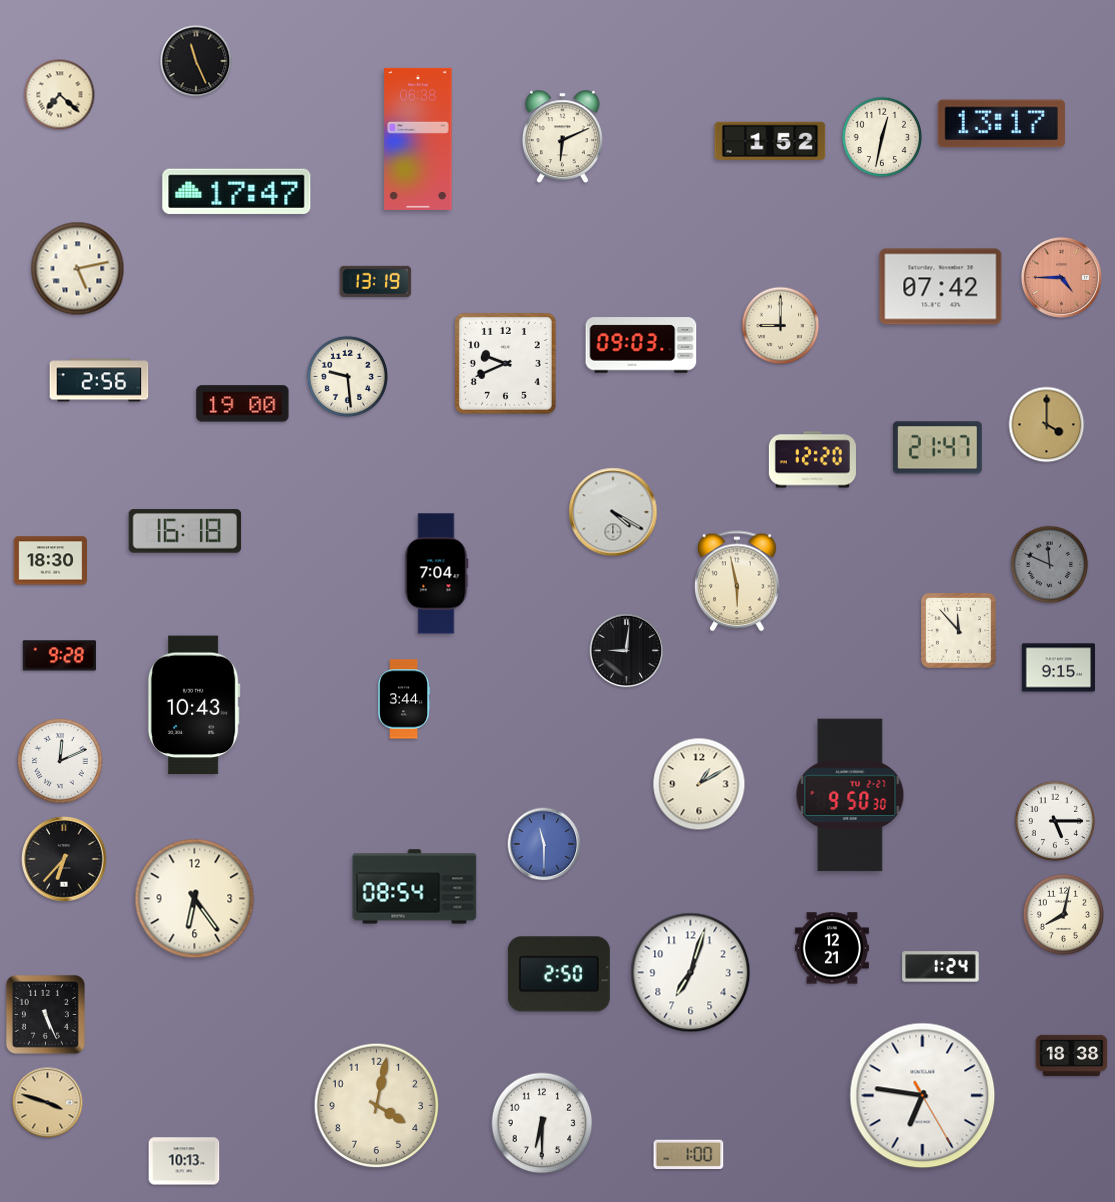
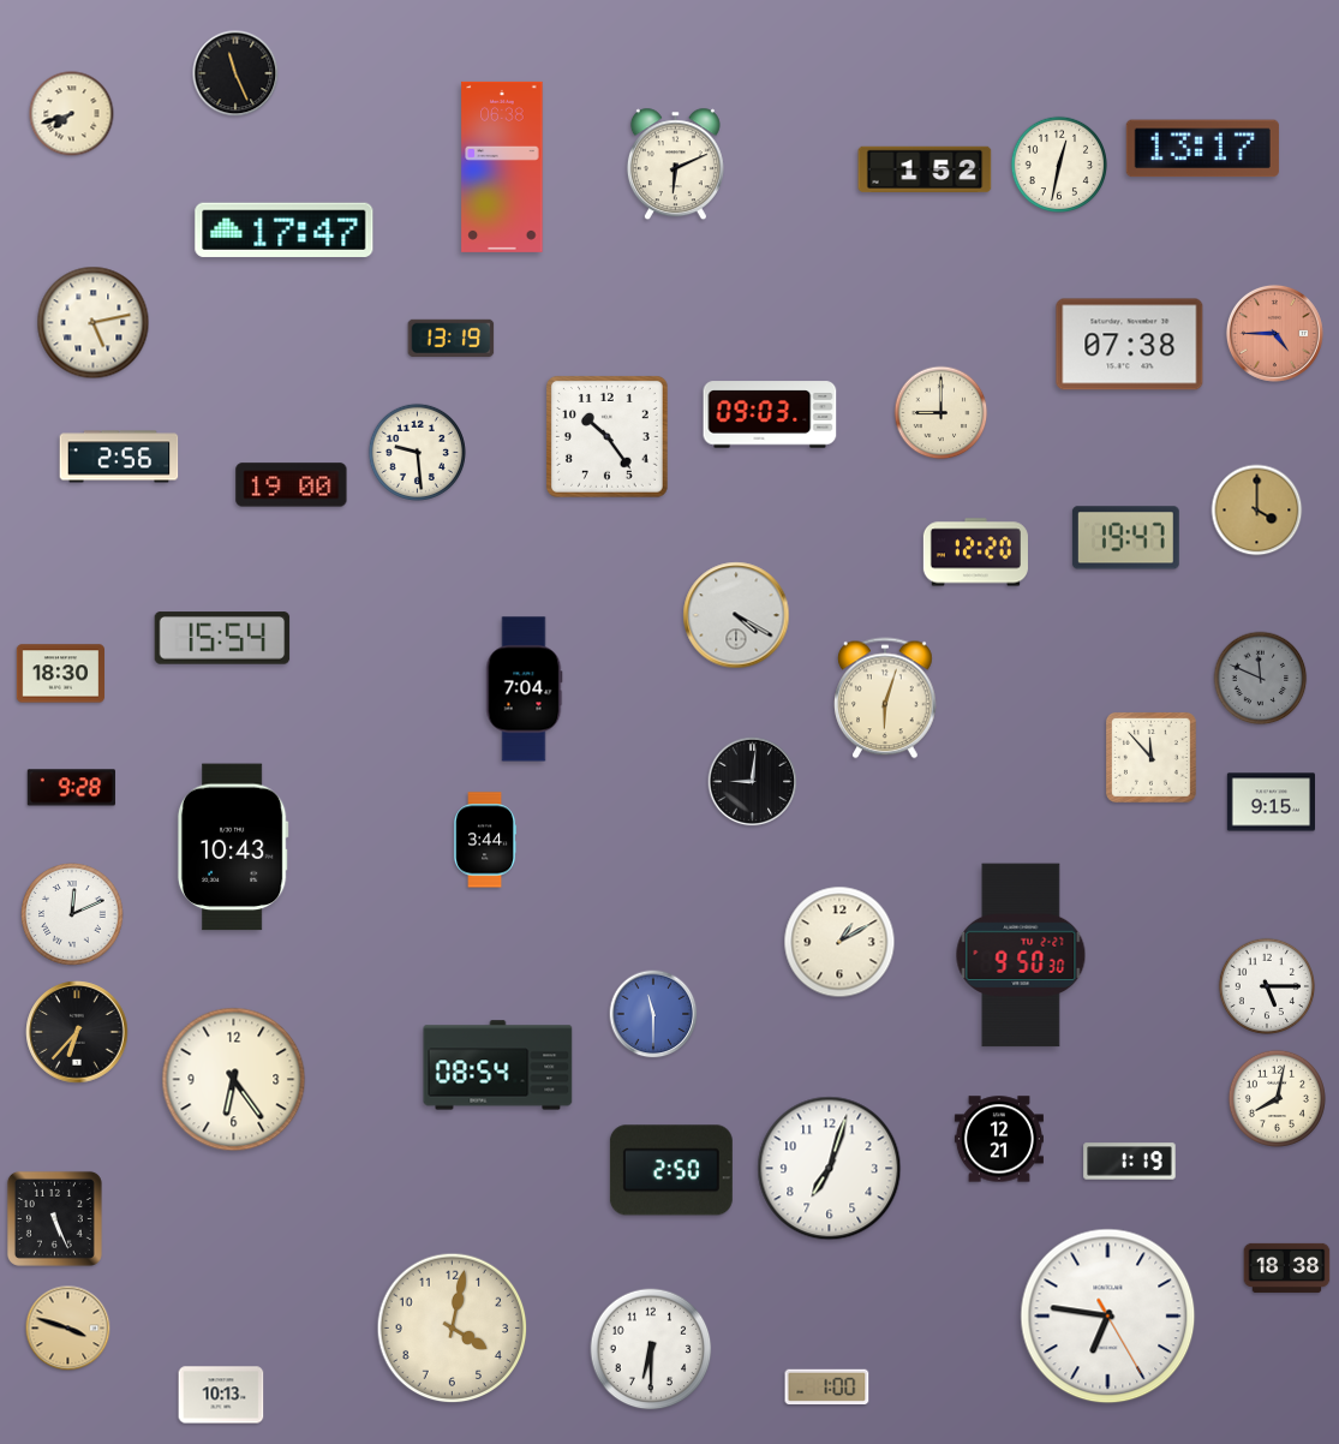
clock at (60, 95): 7:22 -> 7:42
clock at (941, 287): 07:42 -> 07:38
clock at (781, 326) position: (781, 326) -> (942, 413)
clock at (505, 363): 9:41 -> 10:24
clock at (937, 448): 21:47 -> 19:47
clock at (185, 531): 16:18 -> 15:54
clock at (737, 581): 5:58 -> 6:03
clock at (941, 967): 1:24 -> 1:19
clock at (48, 1103) position: (48, 1103) -> (68, 1329)
